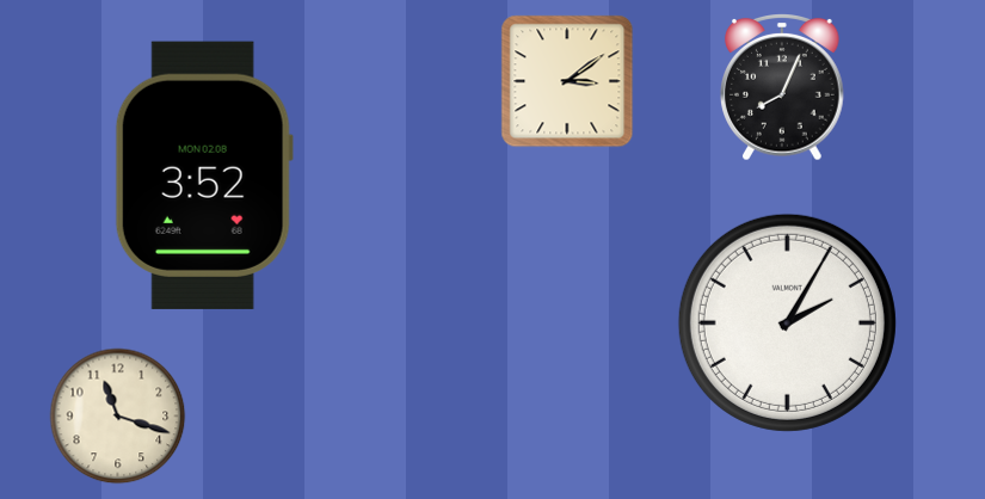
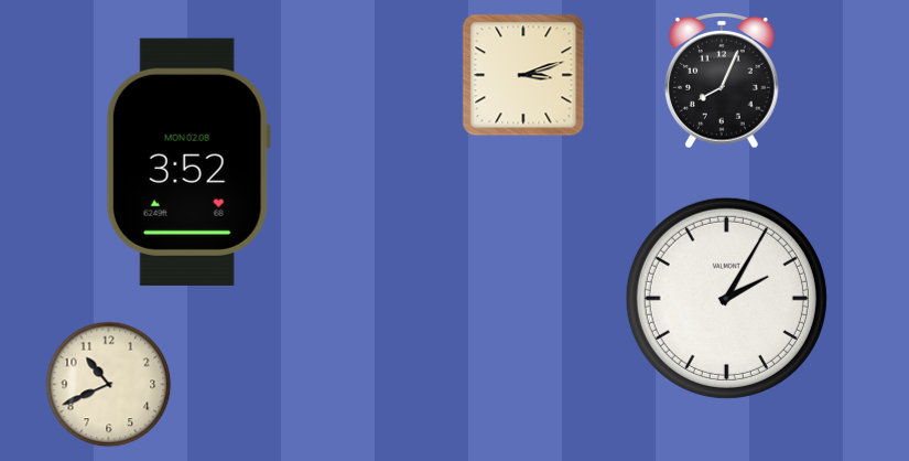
clock at (567, 81): 3:09 -> 3:12
clock at (118, 417): 11:18 -> 10:41
